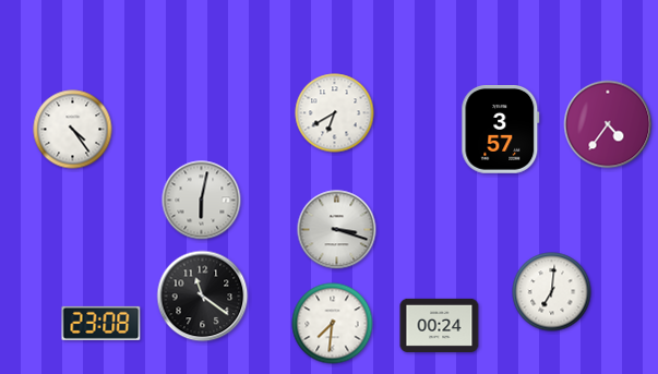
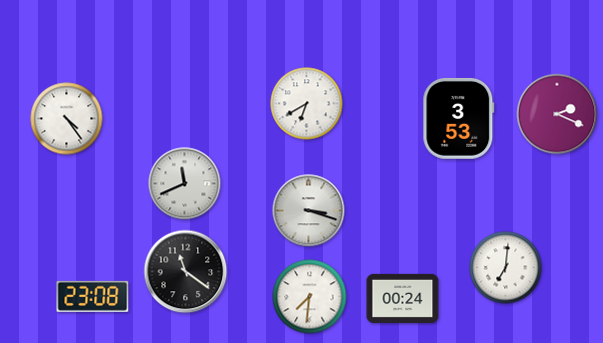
clock at (608, 124): 4:36 -> 2:19
clock at (501, 129): 3:57 -> 3:53
clock at (202, 201): 6:02 -> 11:41
clock at (333, 324) position: (333, 324) -> (310, 297)
